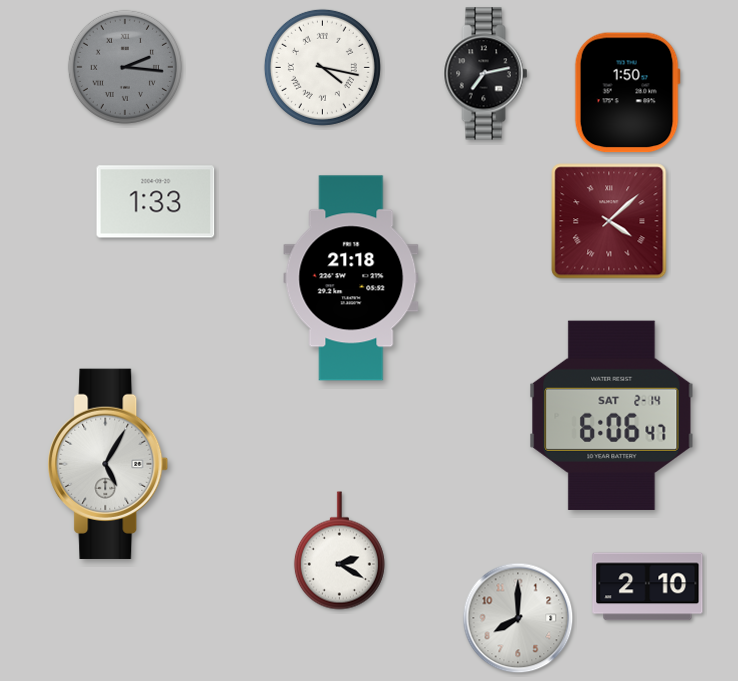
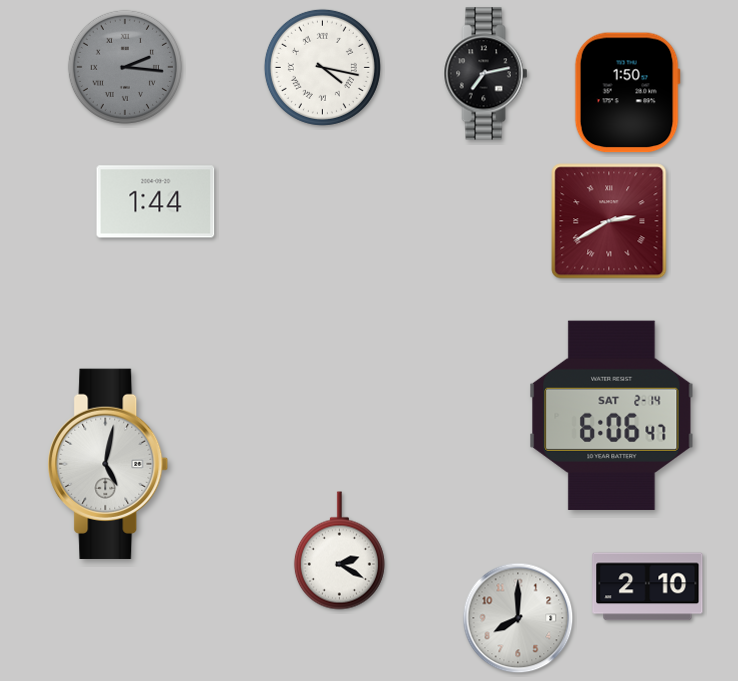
clock at (156, 202): 1:33 -> 1:44
clock at (609, 221): 4:08 -> 2:40
clock at (351, 278): 21:18 -> none
clock at (108, 464): 5:05 -> 5:02
